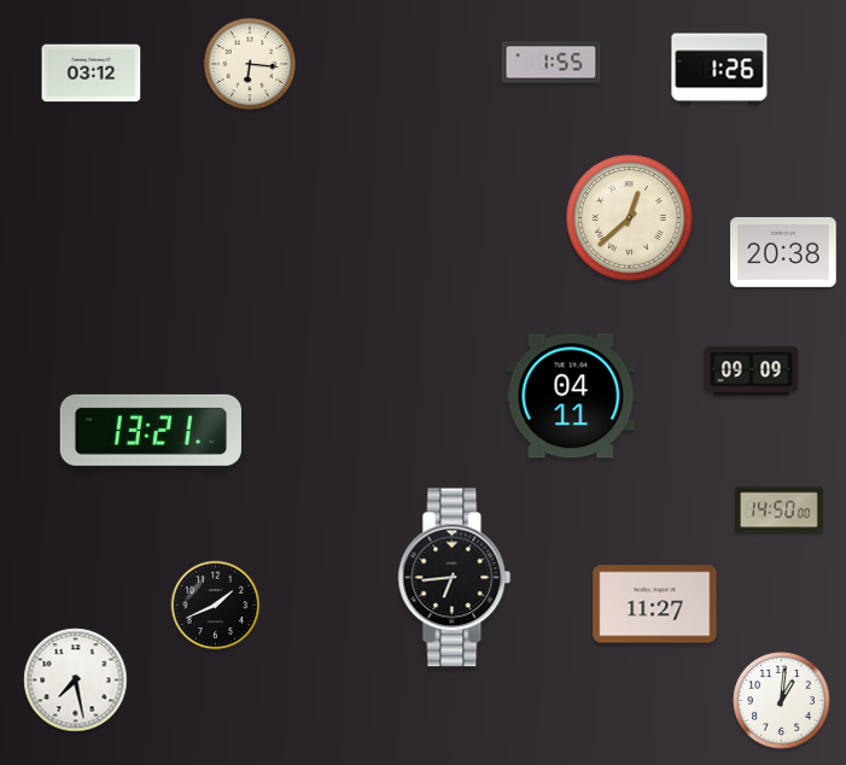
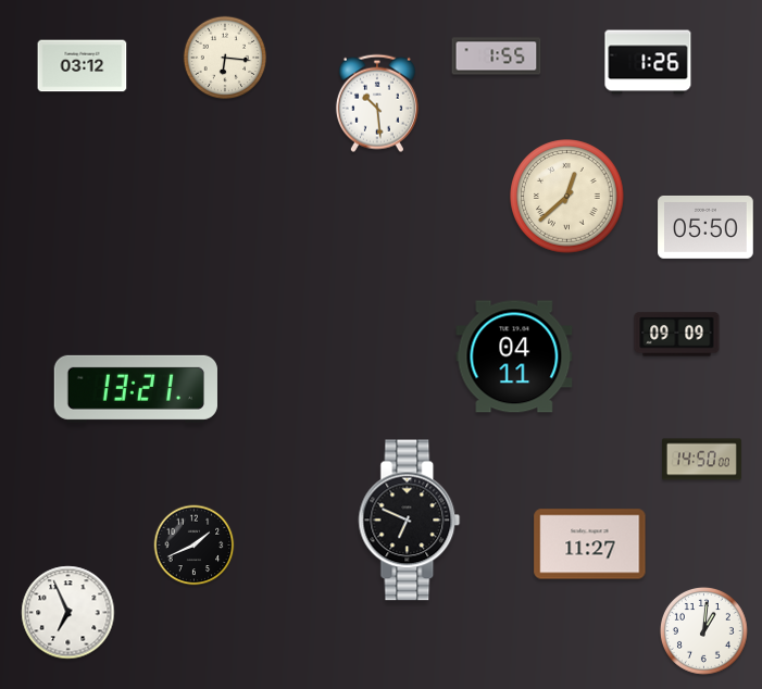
clock at (377, 103): none -> 10:29
clock at (783, 252): 20:38 -> 05:50
clock at (455, 578): 6:44 -> 6:49
clock at (76, 681): 7:28 -> 6:56
